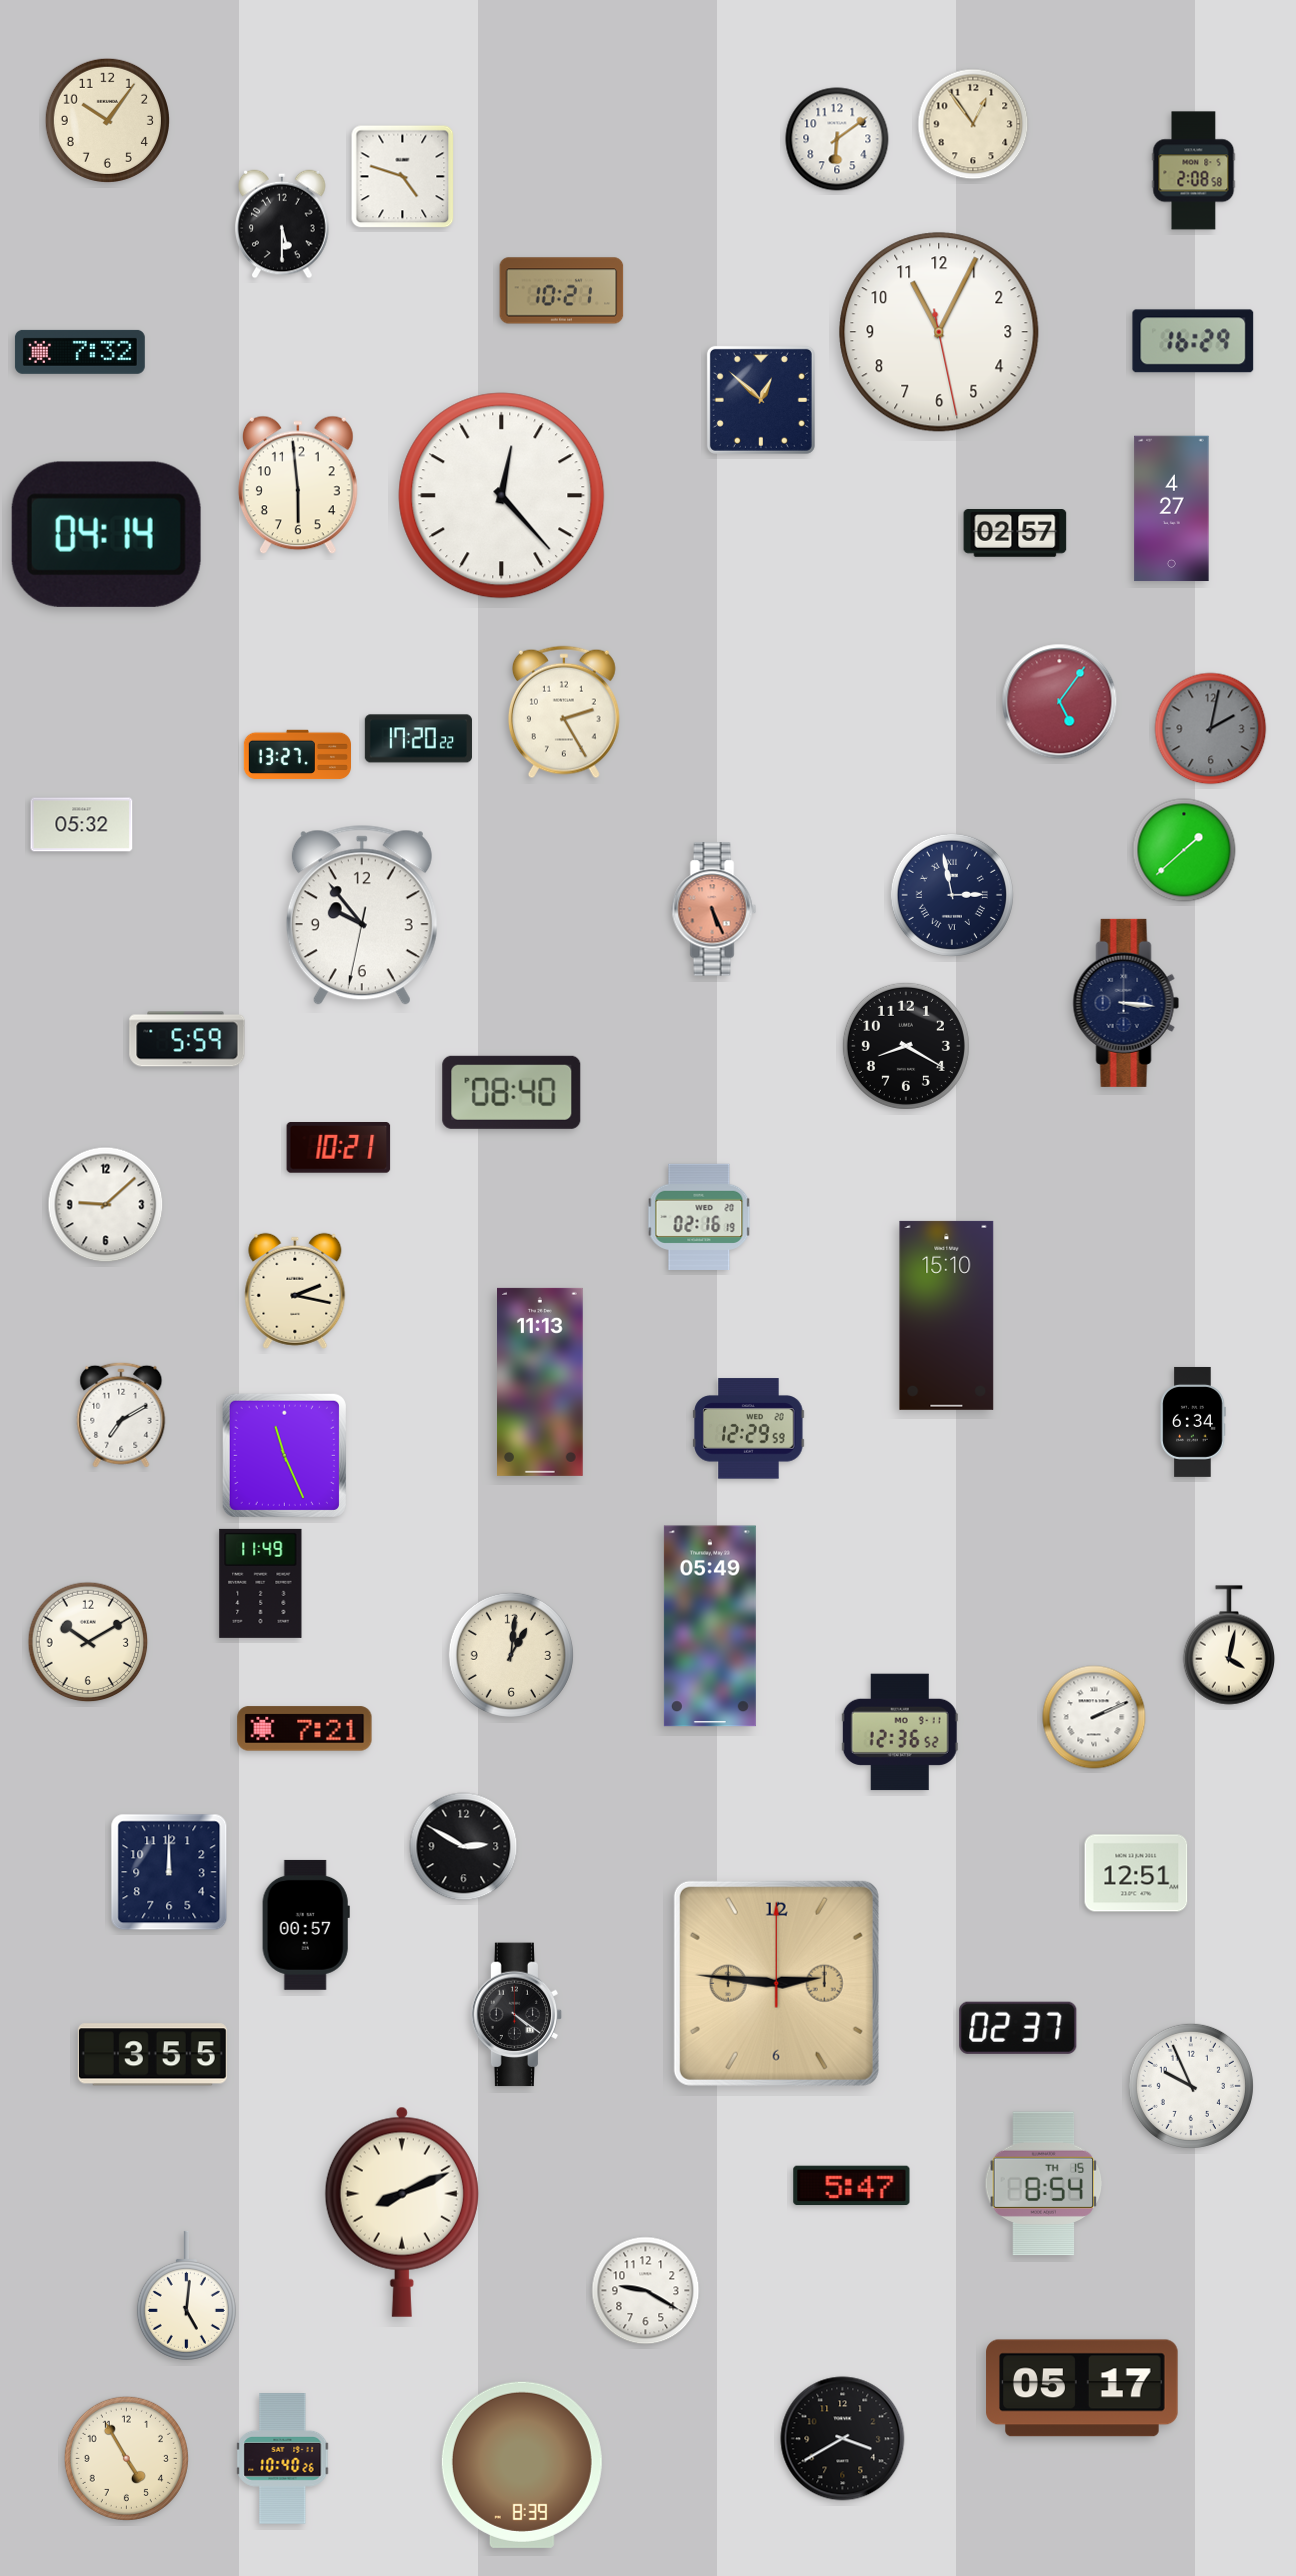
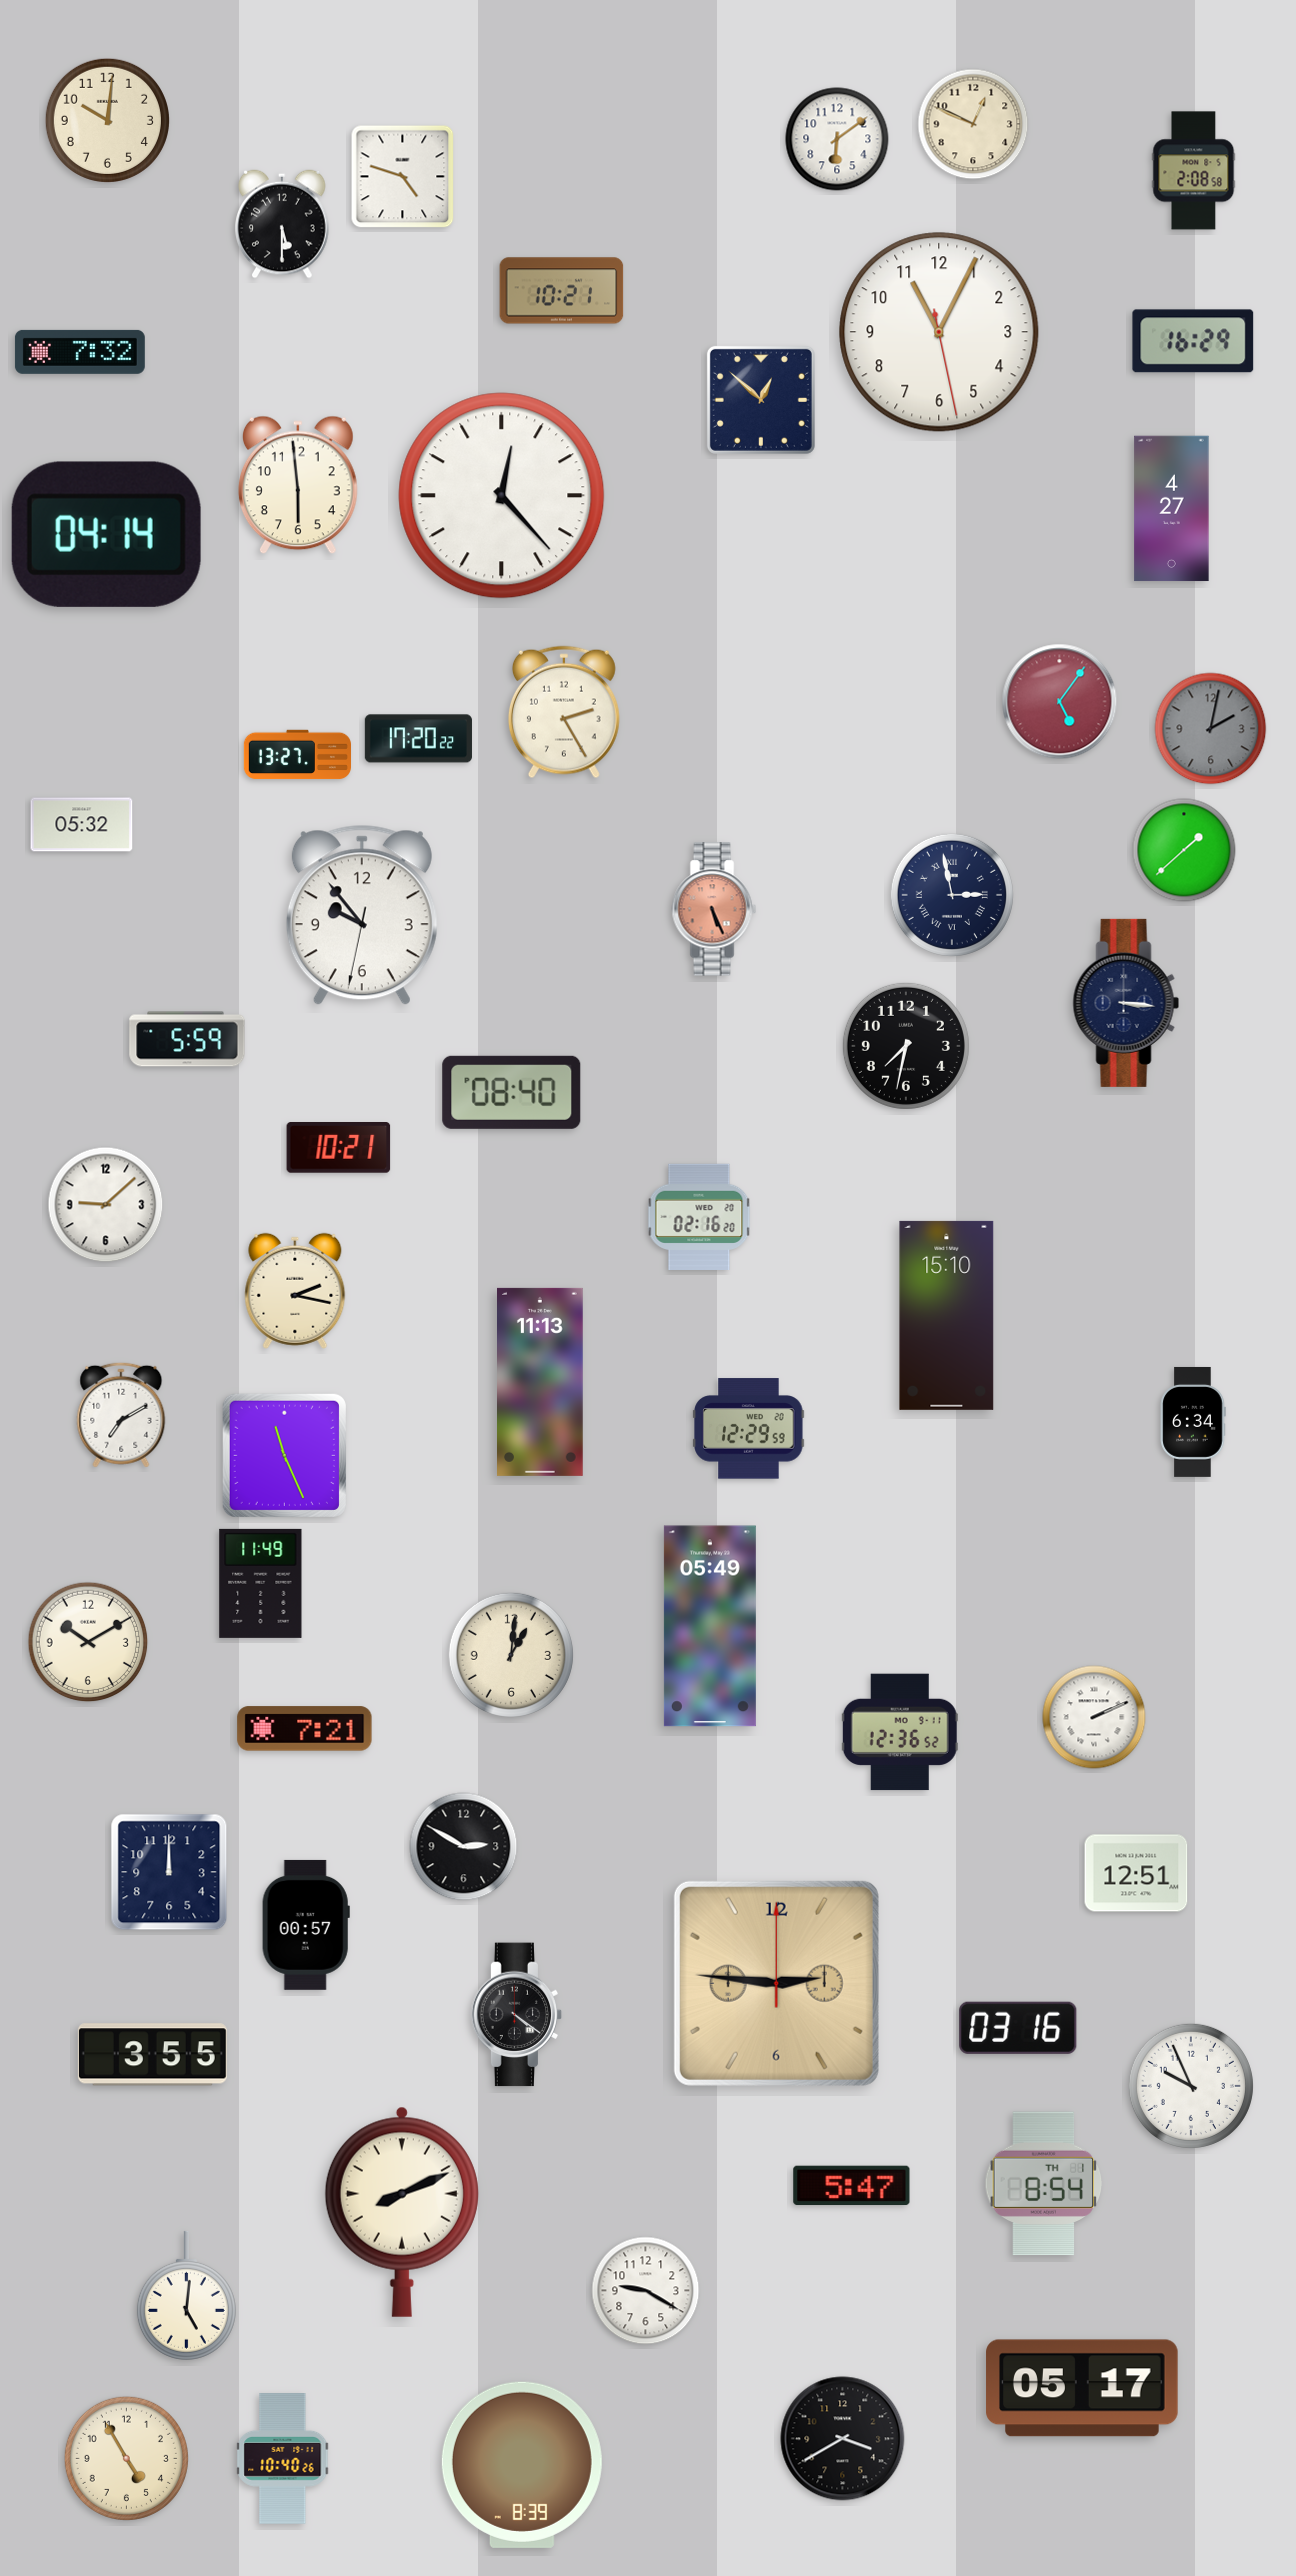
clock at (107, 120): 10:06 -> 10:01
clock at (973, 124): 12:54 -> 12:49
clock at (1015, 533): 02:57 -> none
clock at (906, 1046): 8:20 -> 7:32
clock at (699, 1216): 02:16:19 -> 02:16:20
clock at (1228, 1645): 4:02 -> none
clock at (1018, 2028): 02:37 -> 03:16
clock at (1044, 2184) date: TH 15 -> TH 1
